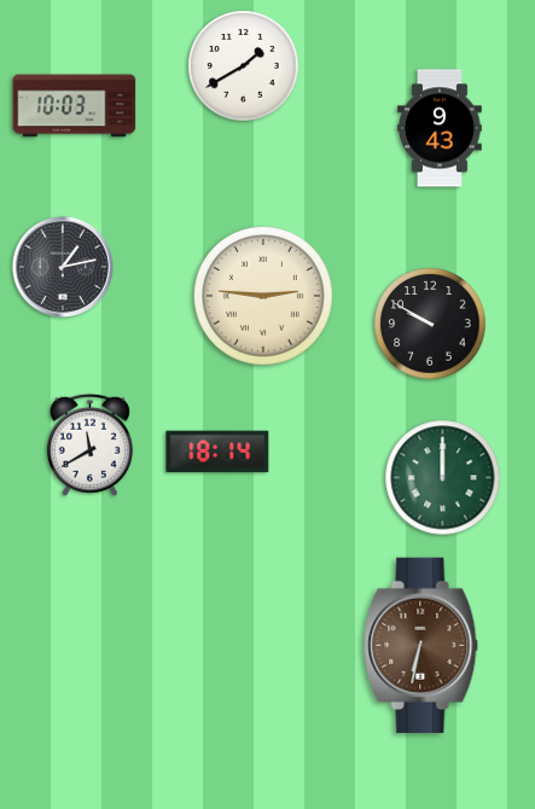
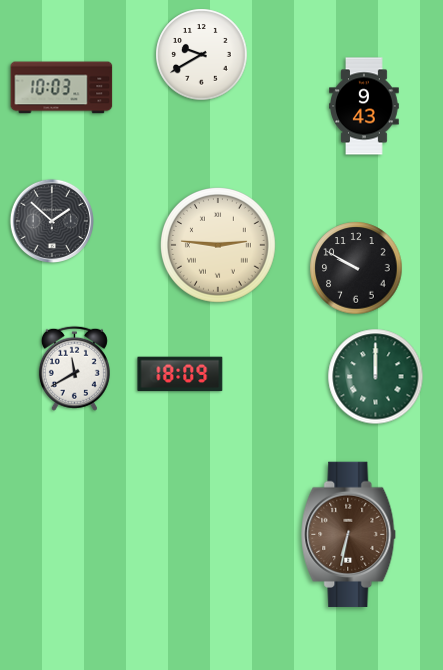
clock at (244, 66): 1:40 -> 9:40
clock at (62, 266): 1:13 -> 1:52
clock at (217, 452): 18:14 -> 18:09
clock at (443, 478) position: (443, 478) -> (376, 377)
